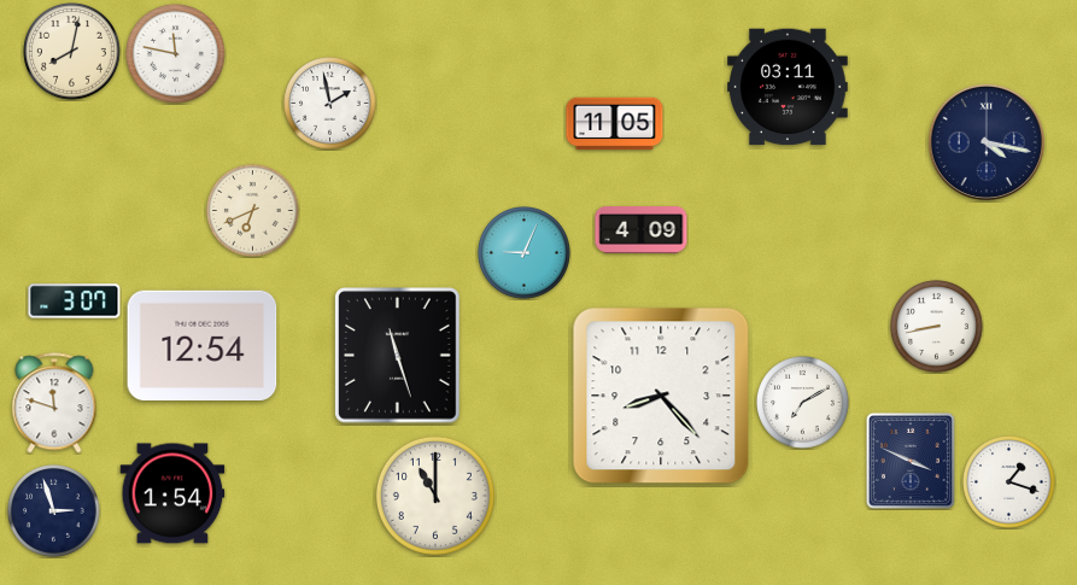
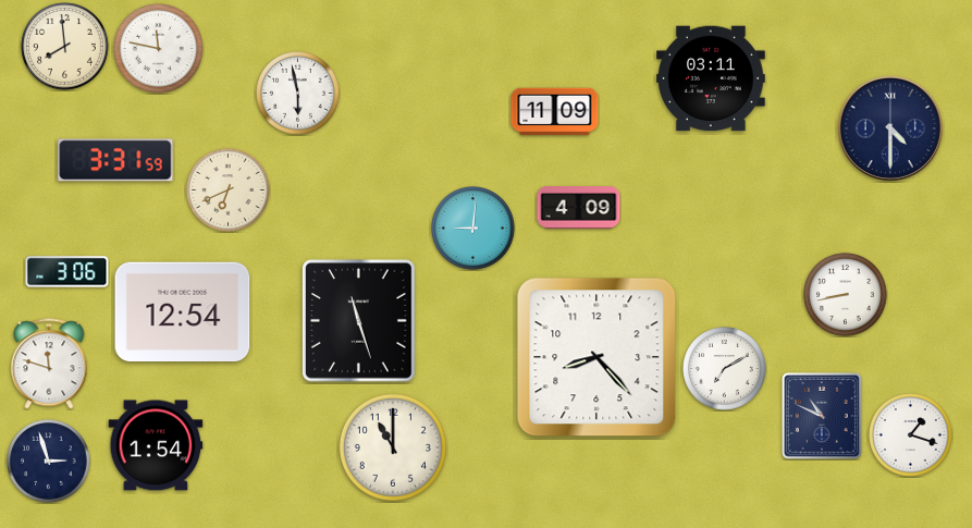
clock at (72, 52): 8:02 -> 7:59
clock at (330, 104): 1:58 -> 5:58
clock at (615, 124): 11:05 -> 11:09
clock at (987, 142): 4:17 -> 4:30
clock at (115, 160): none -> 3:31
clock at (525, 253): 9:04 -> 9:01
clock at (75, 302): 3:07 -> 3:06
clock at (803, 403) position: (803, 403) -> (725, 369)
clock at (911, 461): 3:49 -> 10:49
